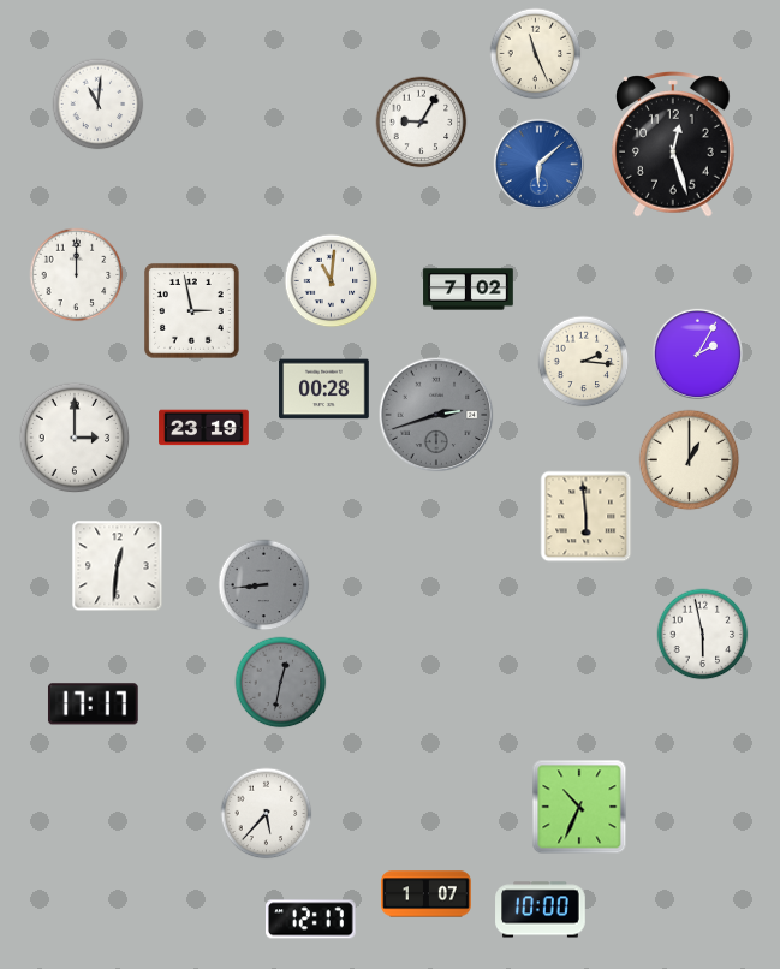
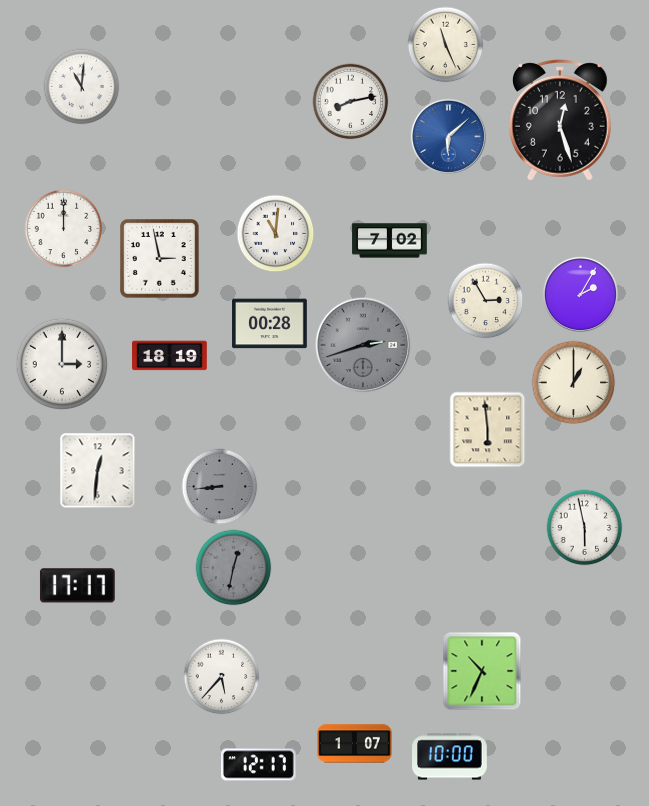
clock at (422, 123): 9:05 -> 8:13
clock at (584, 362): 2:16 -> 2:55
clock at (204, 428): 23:19 -> 18:19
